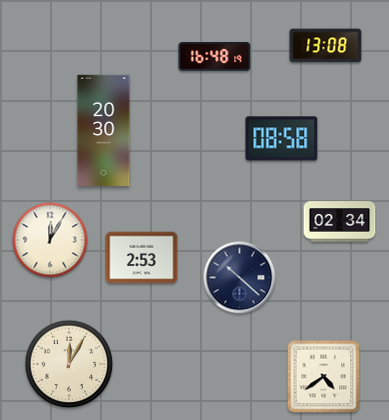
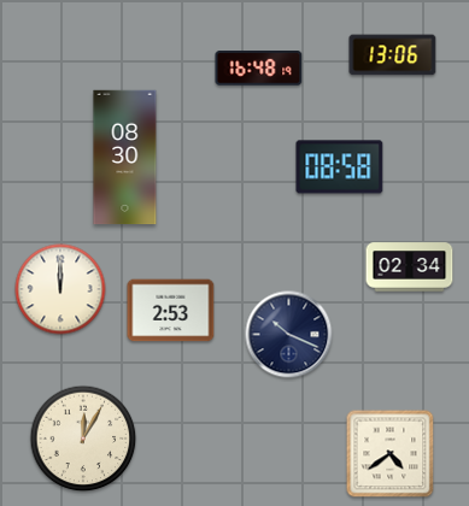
clock at (326, 46): 13:08 -> 13:06
clock at (104, 131): 20:30 -> 08:30
clock at (50, 240): 12:05 -> 12:00
clock at (240, 278): 10:22 -> 10:19
